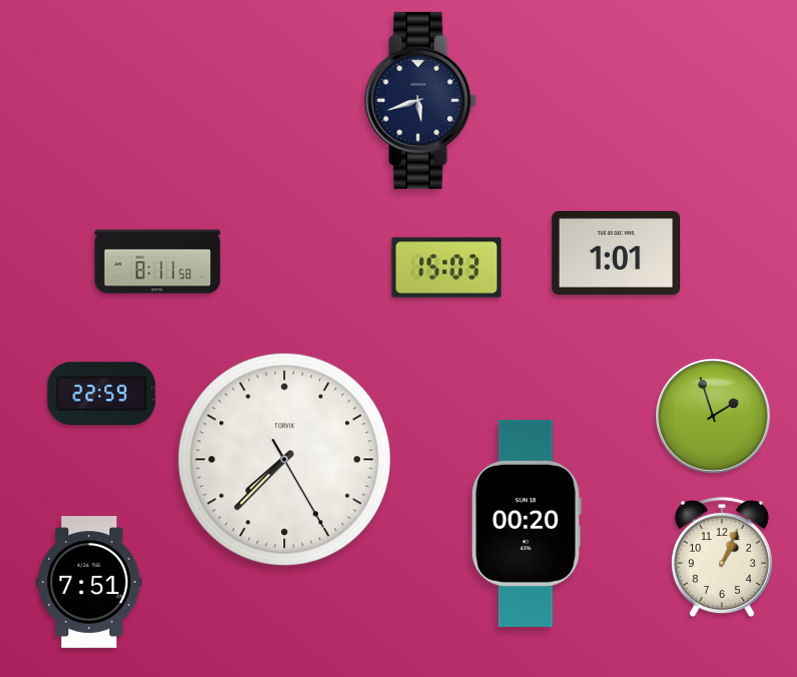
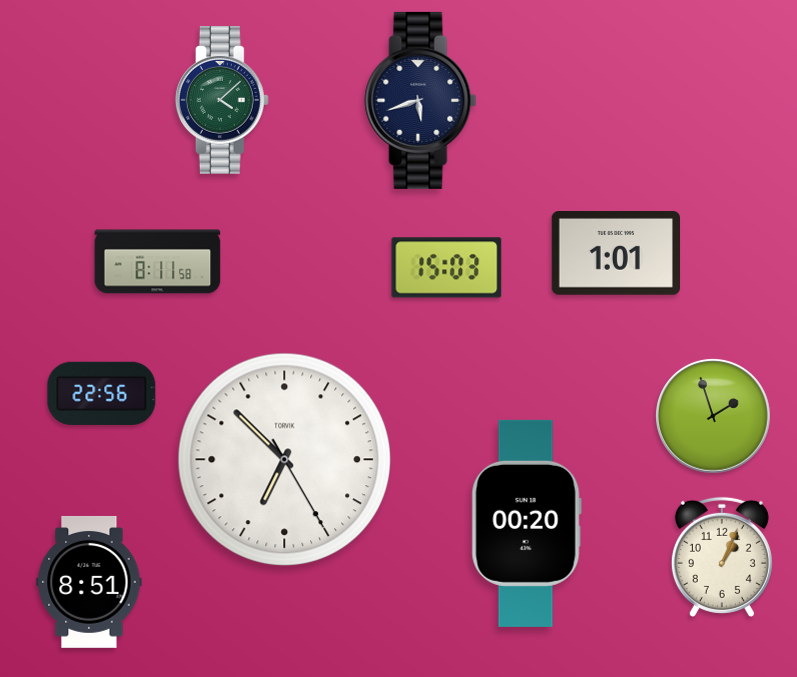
clock at (222, 101): none -> 4:08
clock at (102, 393): 22:59 -> 22:56
clock at (285, 460): 7:37 -> 6:52
clock at (89, 582): 7:51 -> 8:51
